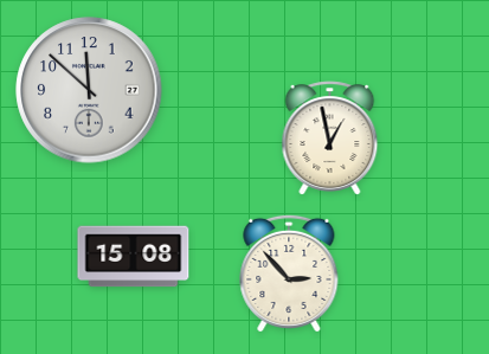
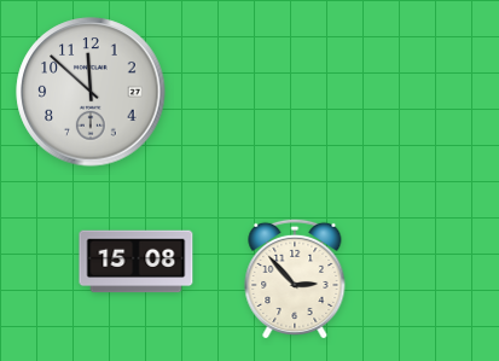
clock at (330, 139): 12:58 -> none
